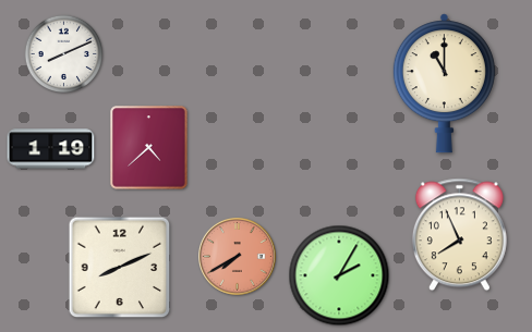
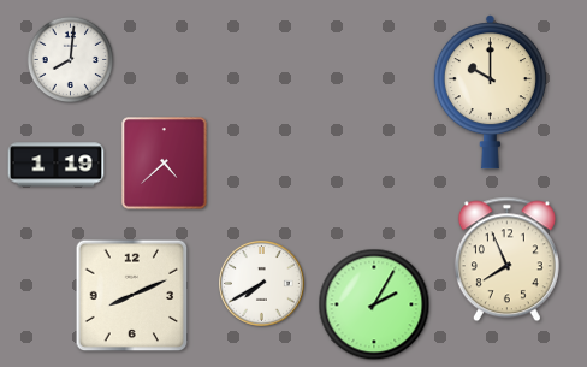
clock at (64, 54): 8:11 -> 8:01
clock at (444, 84): 11:00 -> 10:00
clock at (238, 257) dial: salmon -> white
